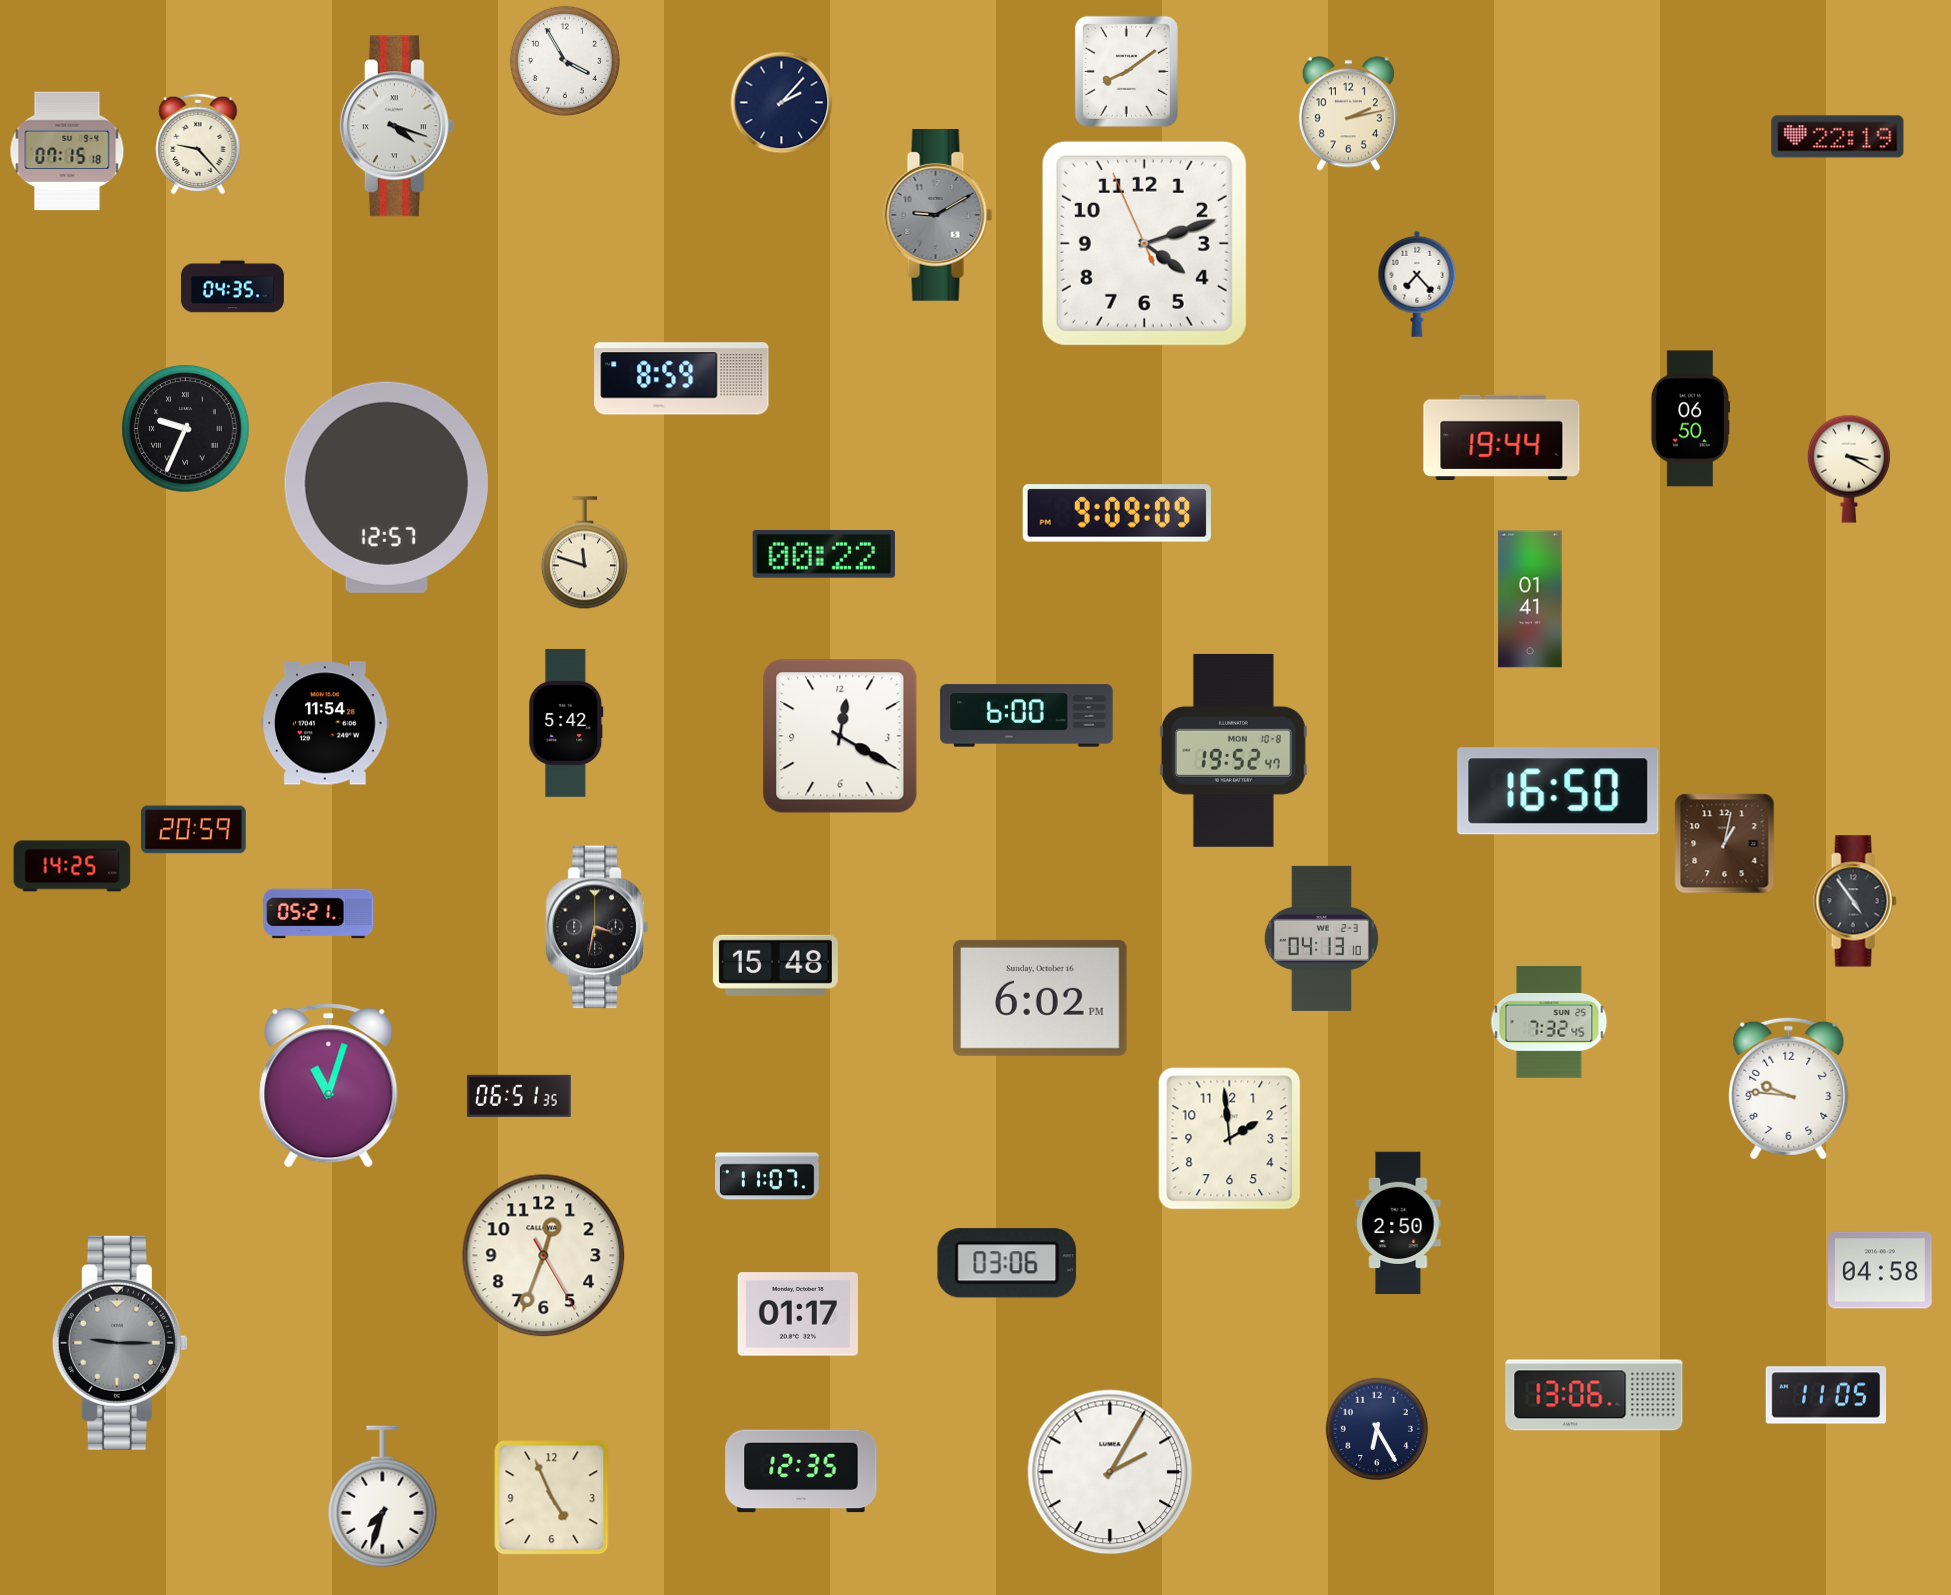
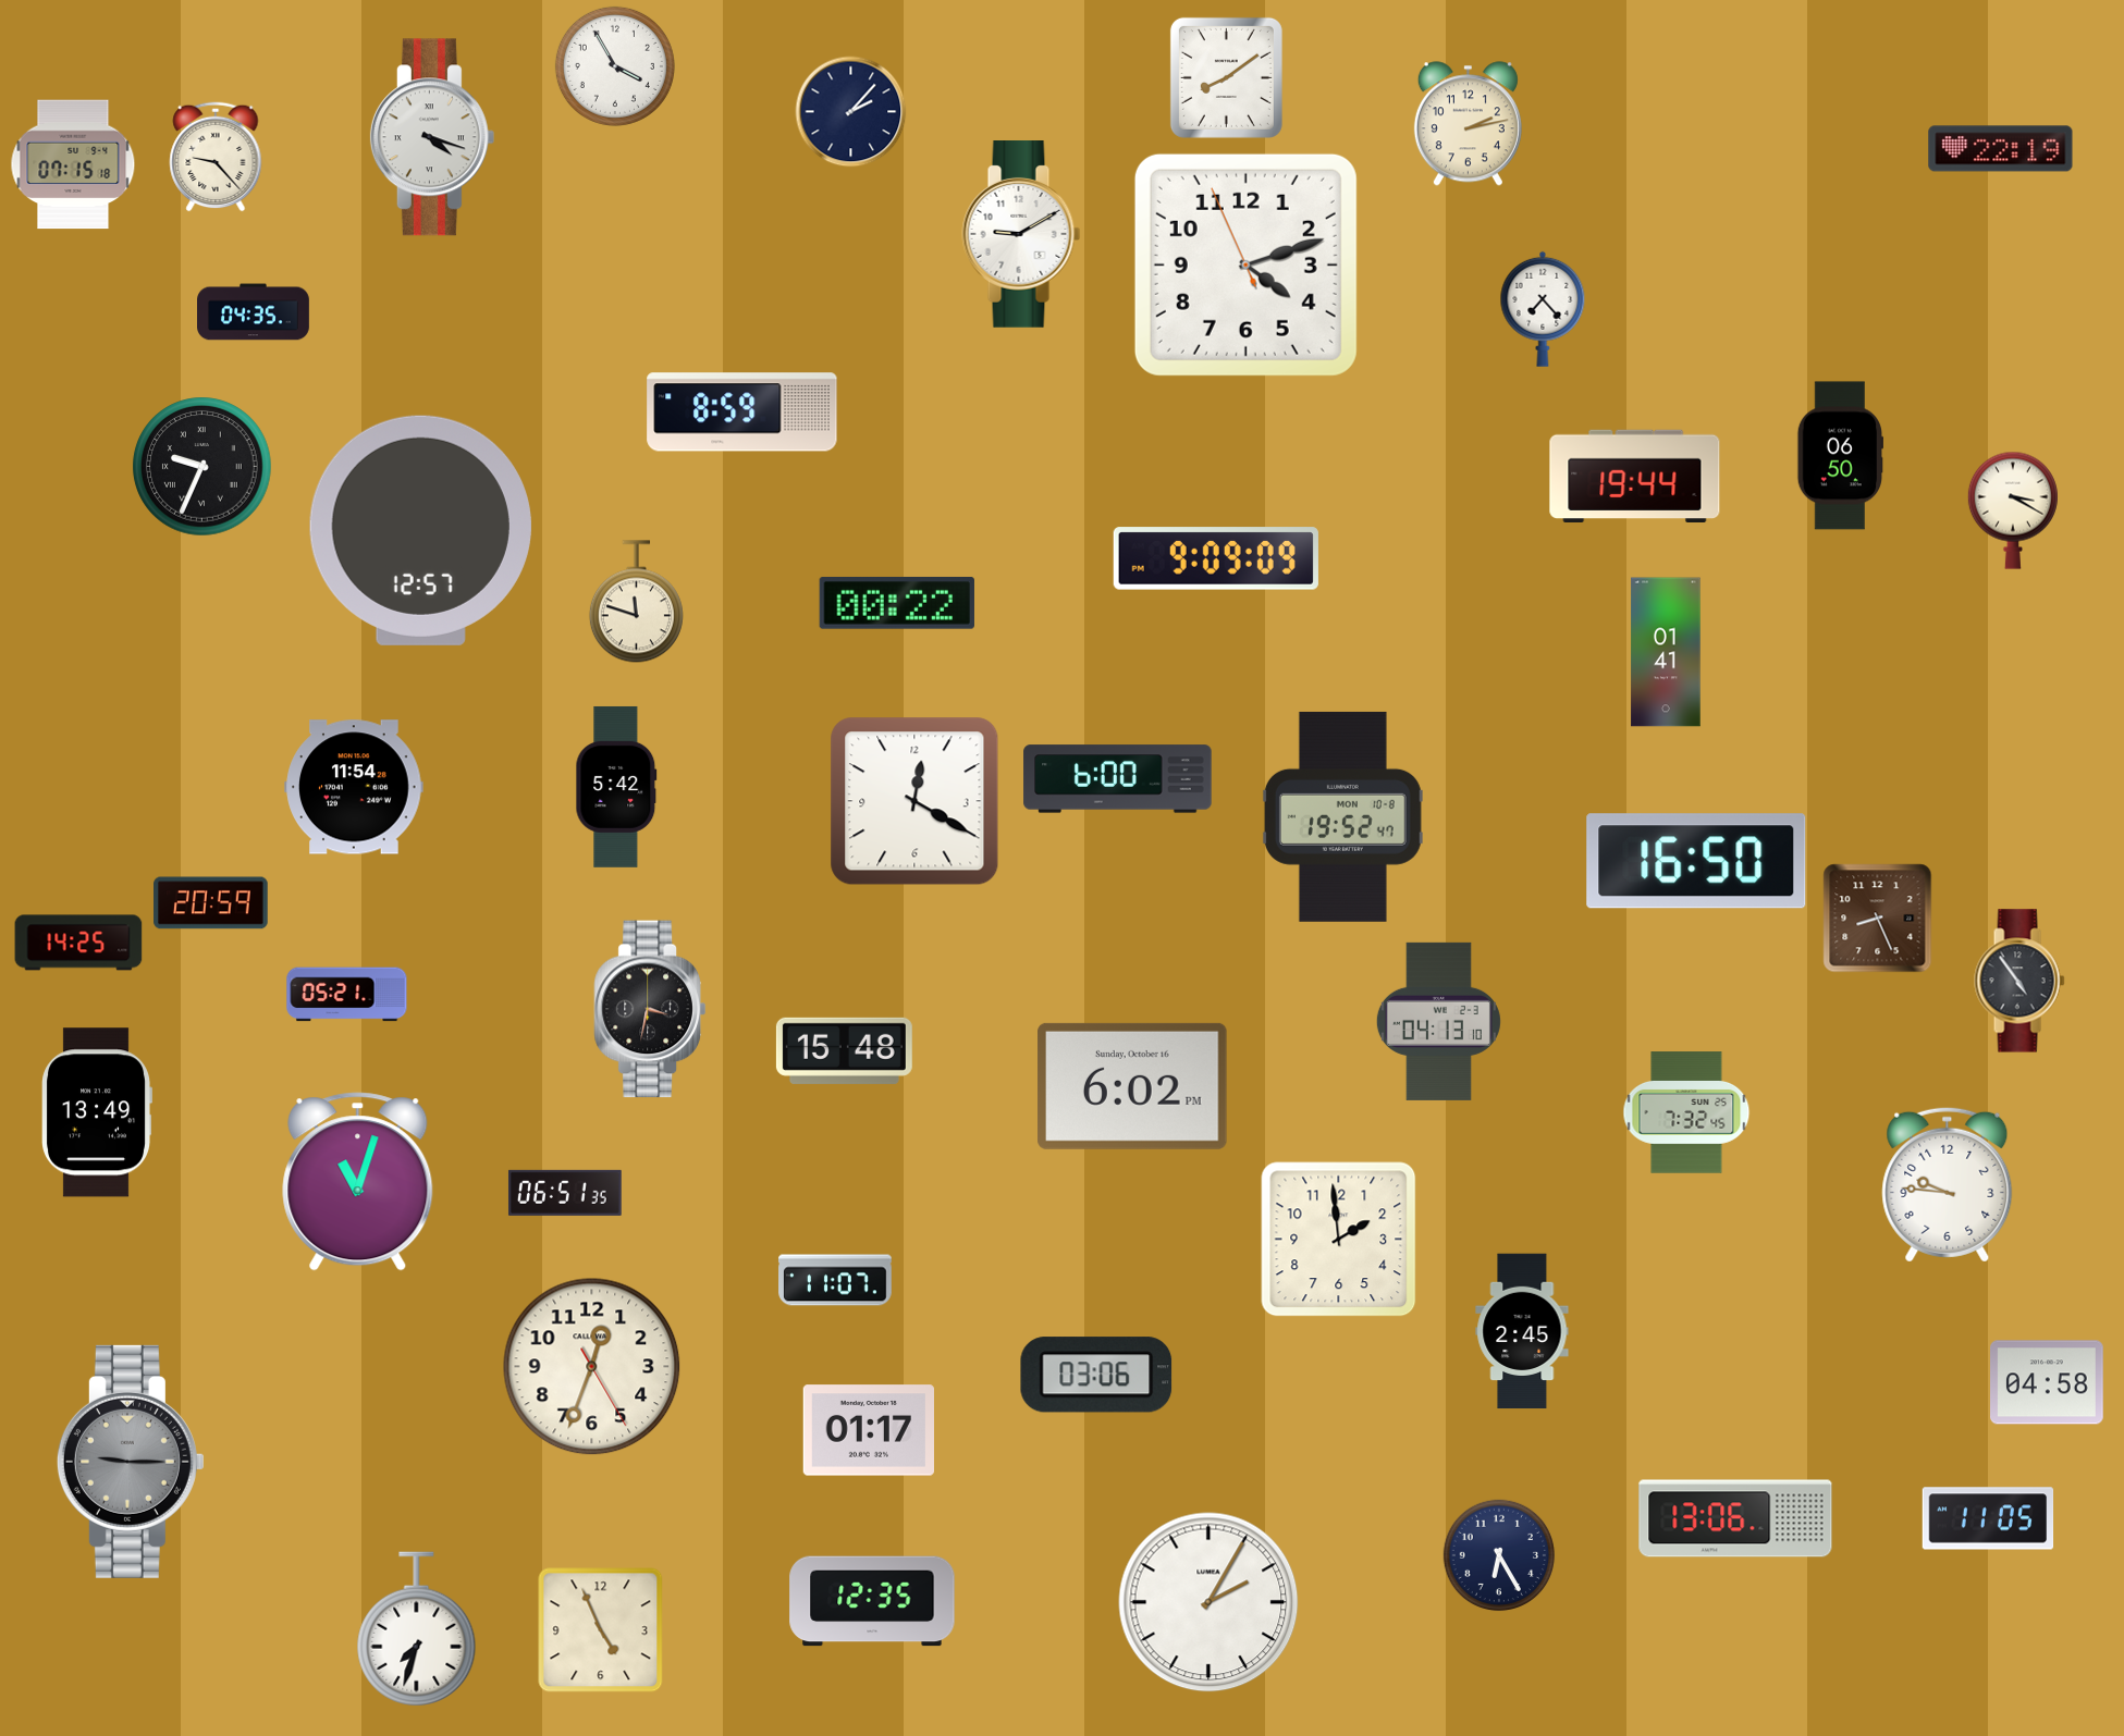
clock at (938, 216) dial: grey -> white
clock at (1725, 844): 1:02 -> 8:26
clock at (97, 1112): none -> 13:49
clock at (1398, 1223): 2:50 -> 2:45
